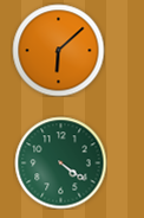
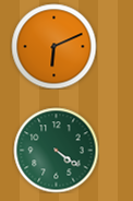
clock at (58, 50): 6:08 -> 6:11
